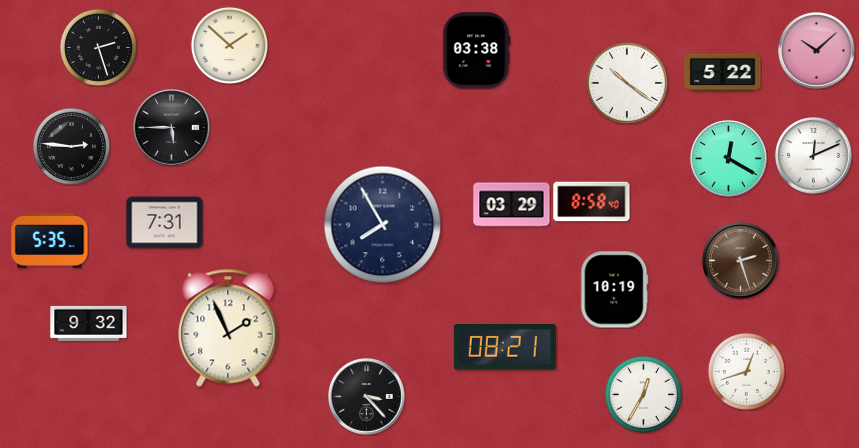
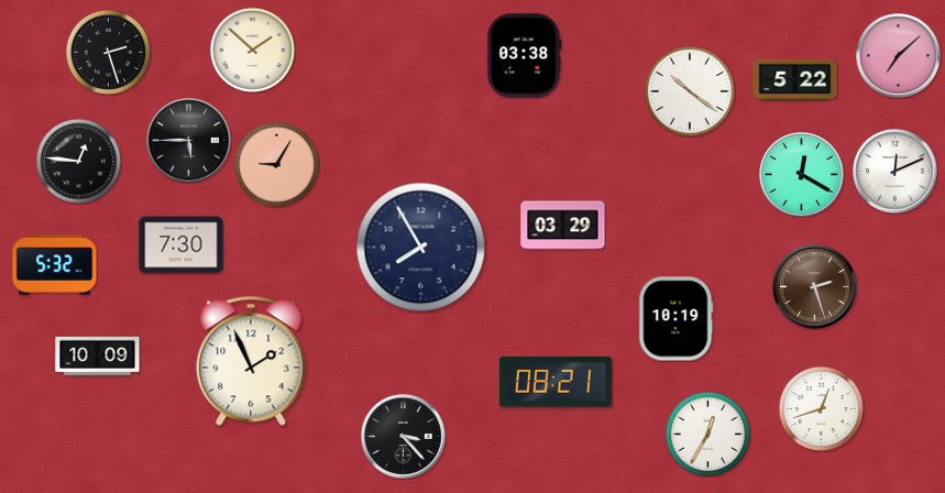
clock at (817, 51): 10:08 -> 7:08
clock at (71, 146): 2:46 -> 12:46
clock at (276, 164): none -> 9:05
clock at (592, 202): 8:58 -> none
clock at (165, 223): 7:31 -> 7:30
clock at (50, 240): 5:35 -> 5:32
clock at (89, 323): 9:32 -> 10:09
